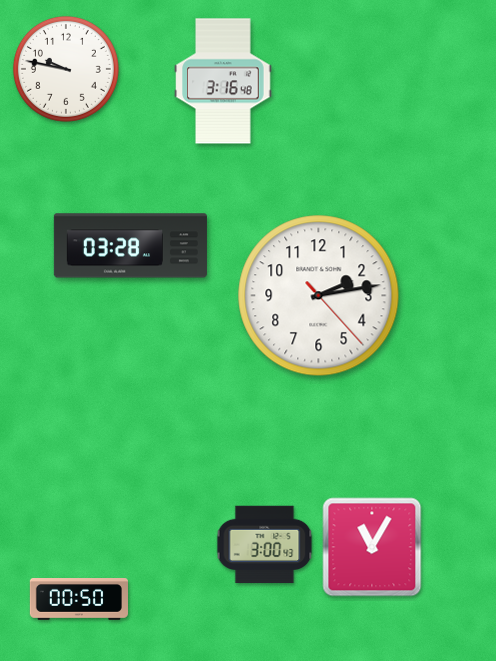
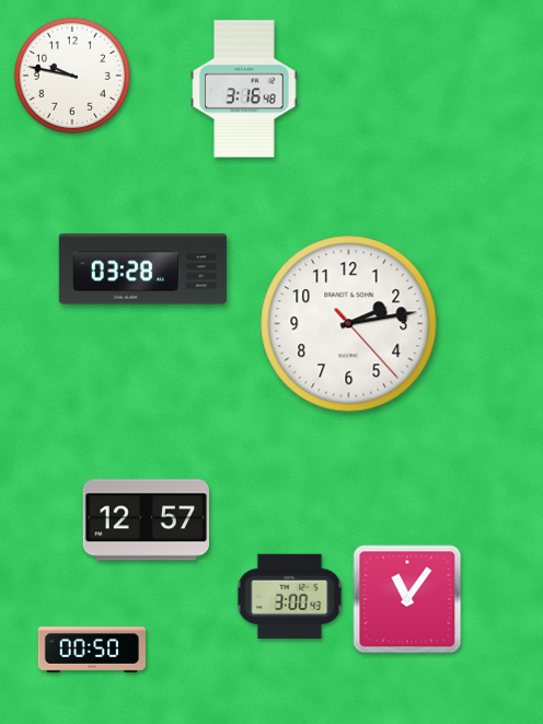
clock at (146, 520): none -> 12:57
clock at (372, 547): 11:05 -> 11:06
clock at (78, 600) position: (78, 600) -> (91, 651)
